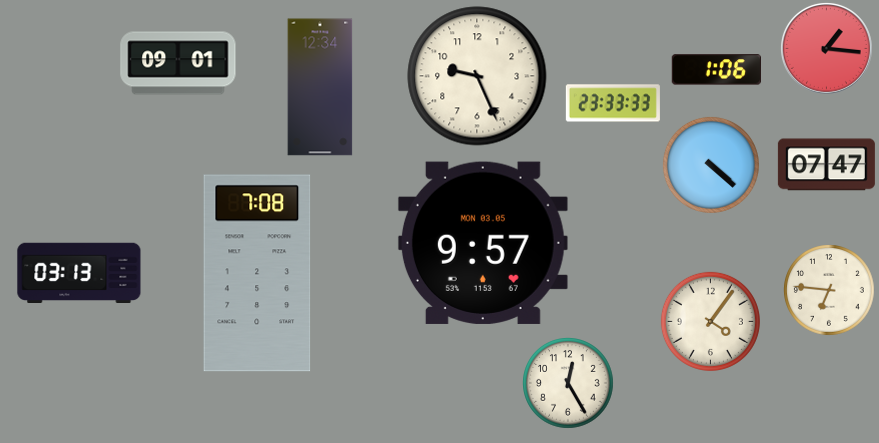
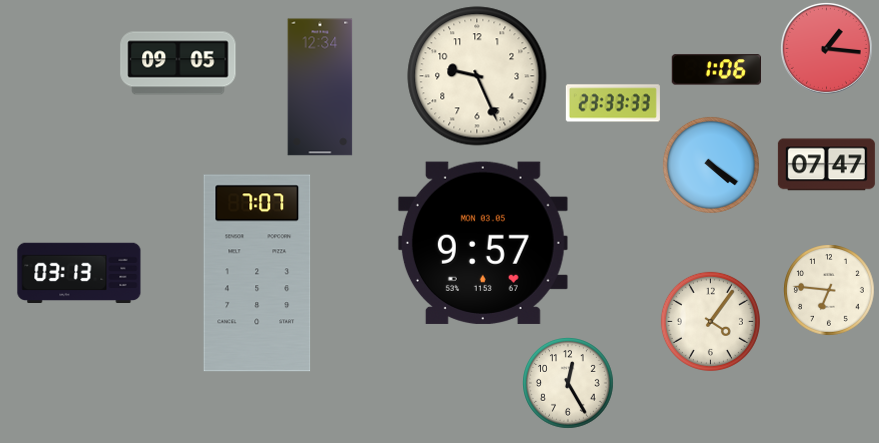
clock at (178, 63): 09:01 -> 09:05
clock at (711, 165): 4:22 -> 4:21
clock at (257, 273): 7:08 -> 7:07
